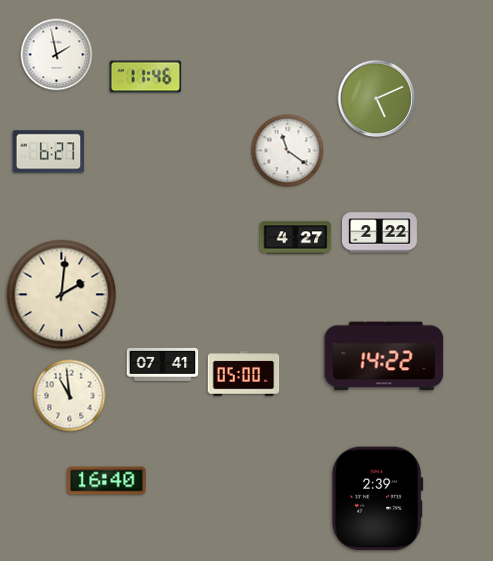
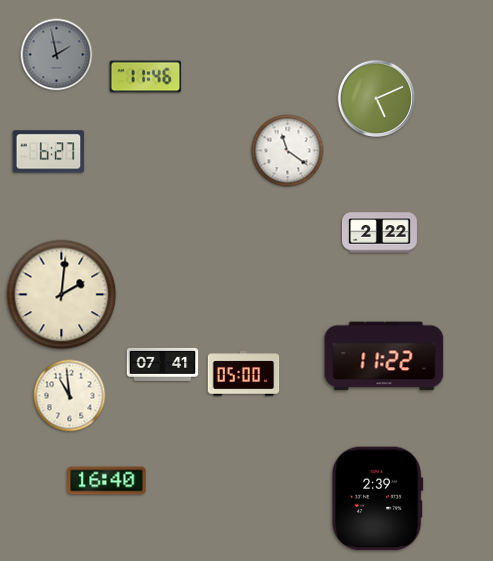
clock at (57, 55) dial: white -> grey
clock at (296, 238): 4:27 -> none
clock at (384, 356): 14:22 -> 11:22
